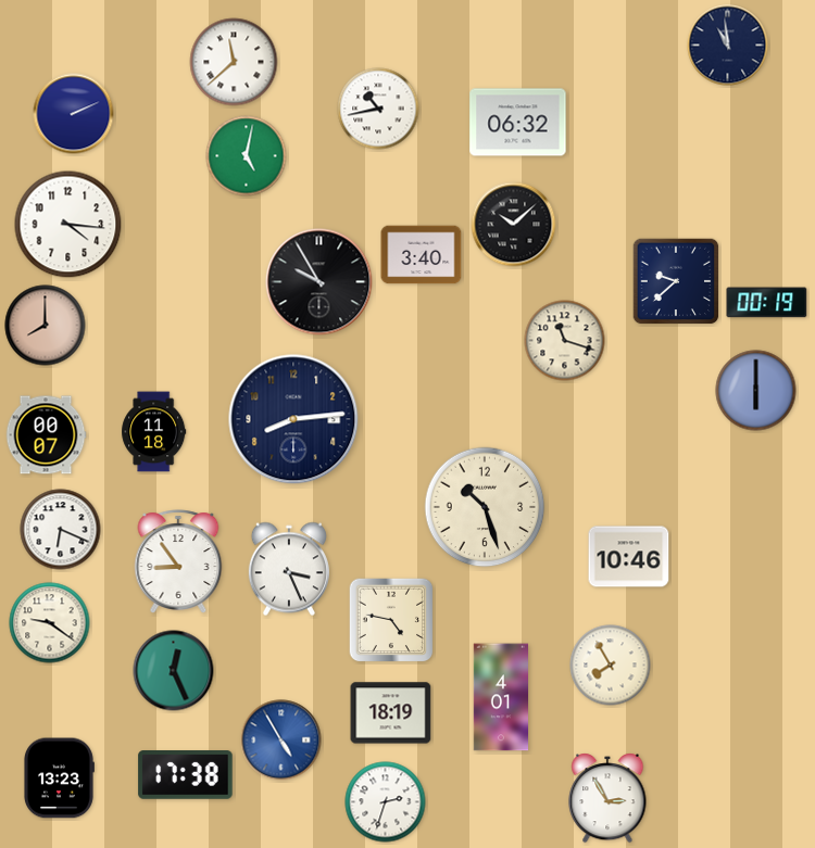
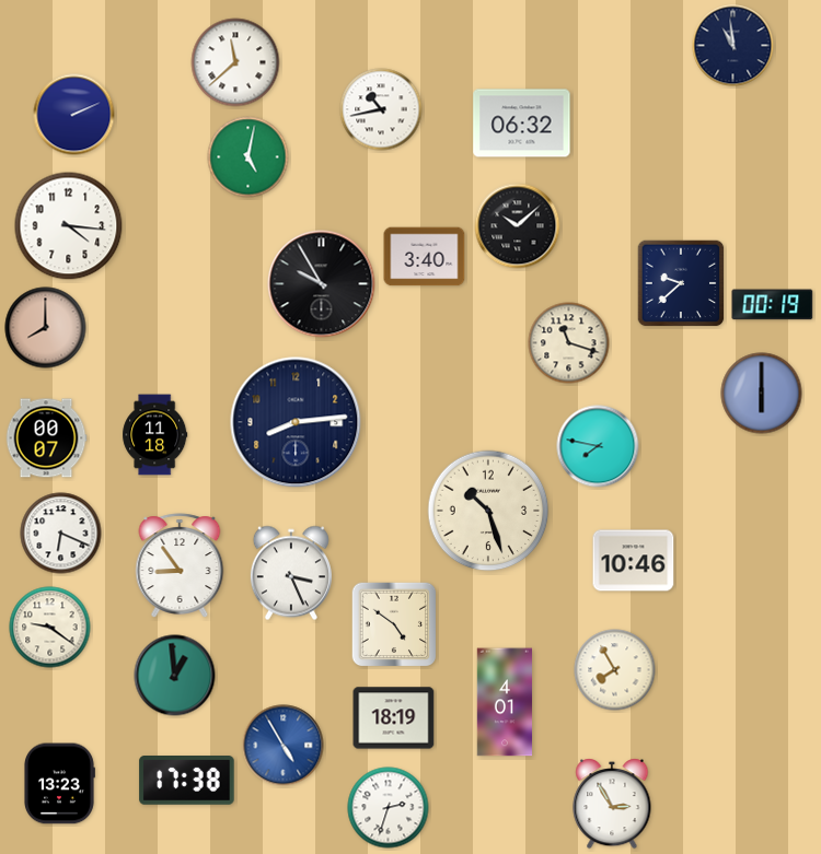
clock at (598, 446): none -> 7:47
clock at (391, 620): 4:47 -> 4:51
clock at (174, 671): 12:26 -> 12:59
